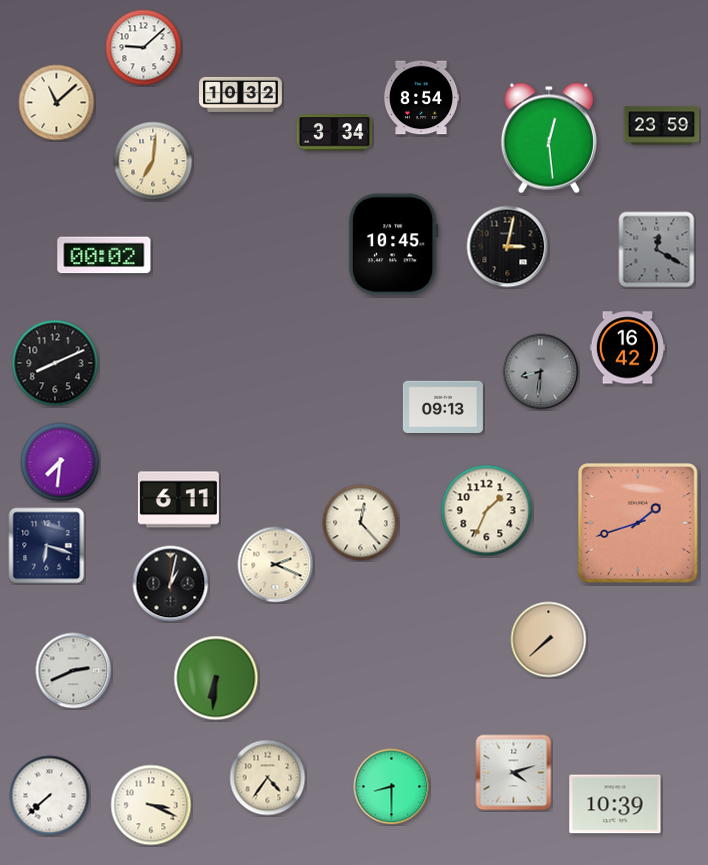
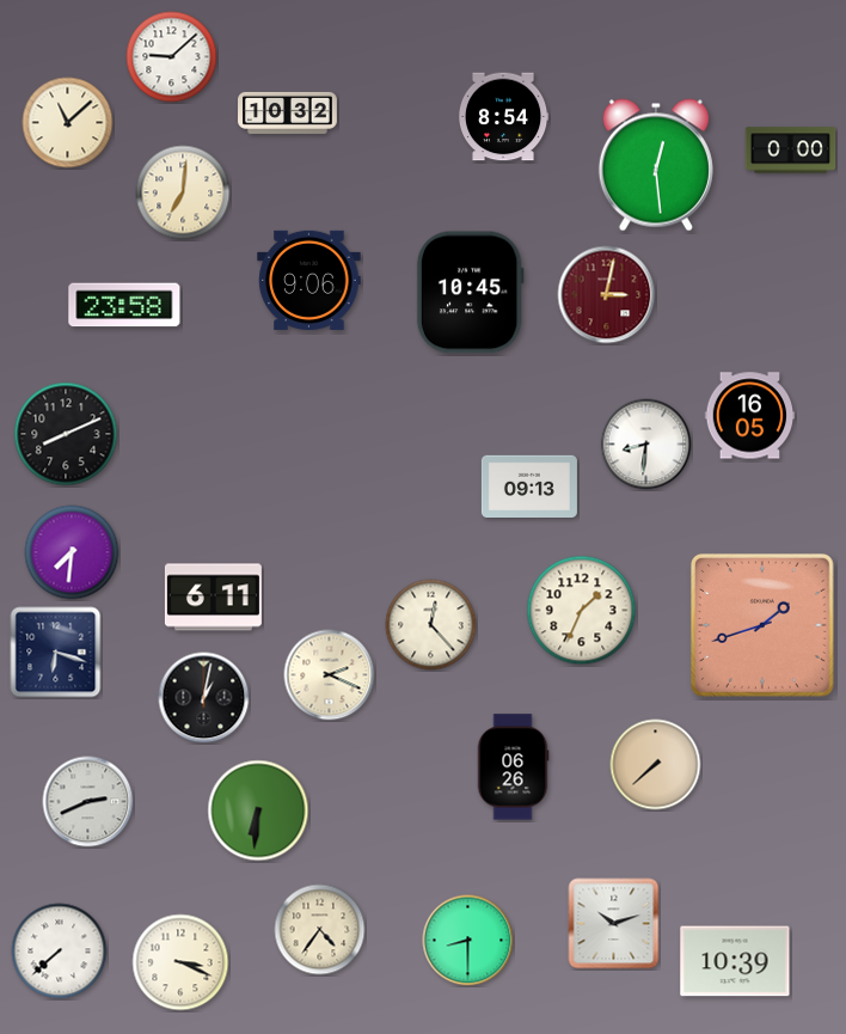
clock at (662, 126): 23:59 -> 0:00
clock at (335, 133): 3:34 -> none
clock at (309, 280): none -> 9:06
clock at (508, 247) dial: black -> burgundy
clock at (657, 250): 12:20 -> none
clock at (104, 255): 00:02 -> 23:58
clock at (628, 348): 16:42 -> 16:05
clock at (541, 372) dial: grey -> white
clock at (513, 767): none -> 06:26
clock at (514, 773): 4:12 -> 10:12
